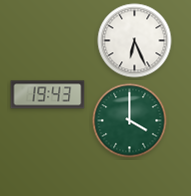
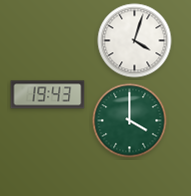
clock at (135, 41): 6:26 -> 4:03
